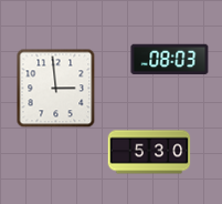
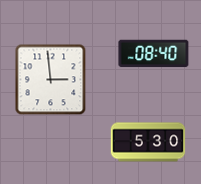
clock at (170, 60): 08:03 -> 08:40
clock at (149, 152) position: (149, 152) -> (148, 142)
